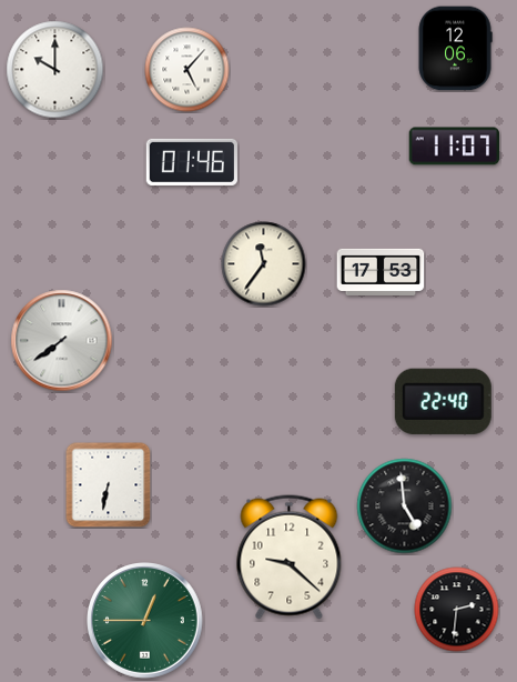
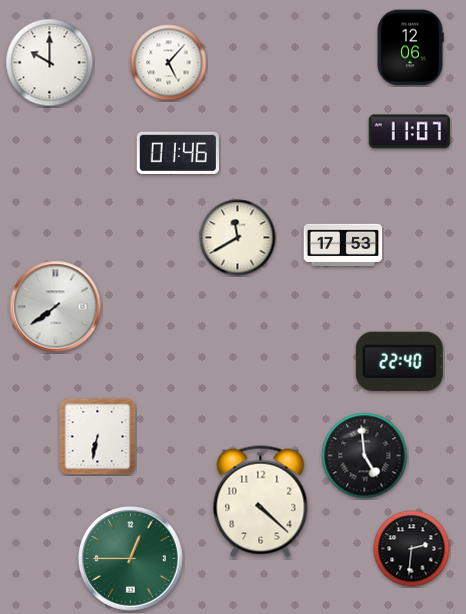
clock at (455, 49) position: (455, 49) -> (410, 48)
clock at (192, 162) position: (192, 162) -> (178, 153)
clock at (264, 264): 11:36 -> 11:40
clock at (290, 558): 9:22 -> 4:22
